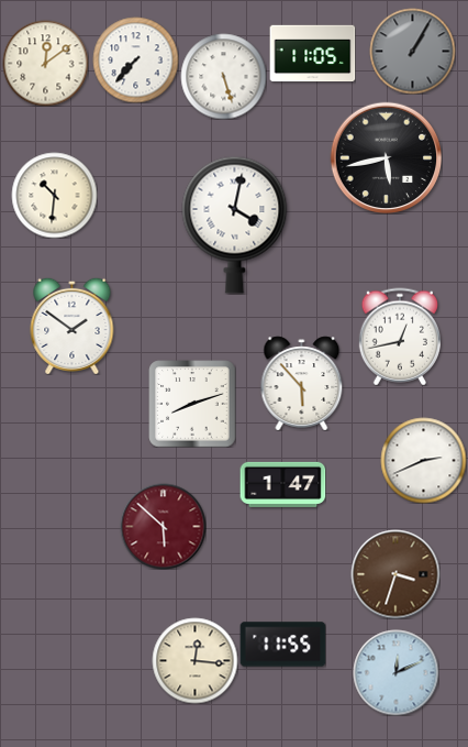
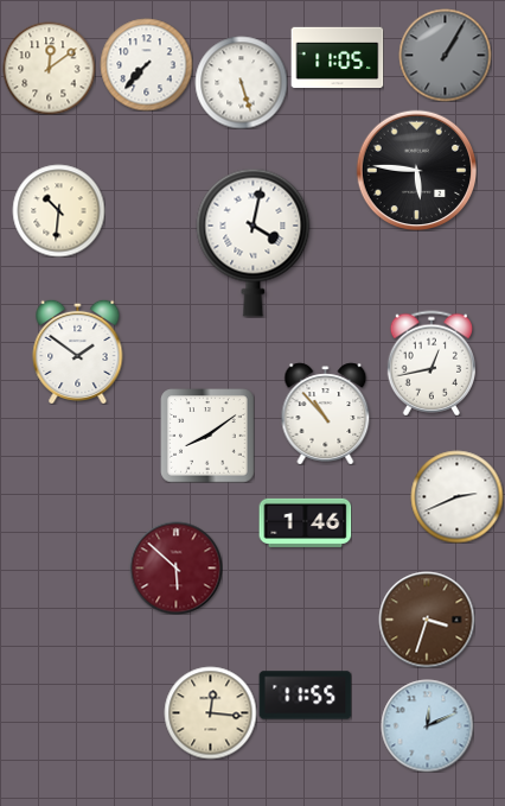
clock at (386, 157): 5:43 -> 5:46
clock at (302, 383): 5:53 -> 10:53
clock at (192, 404): 8:12 -> 8:09
clock at (282, 484): 1:47 -> 1:46
